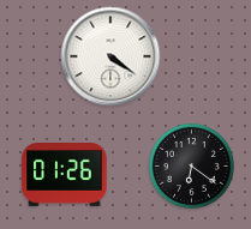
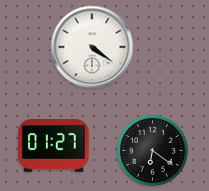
clock at (191, 165) position: (191, 165) -> (152, 150)
clock at (65, 175): 01:26 -> 01:27
